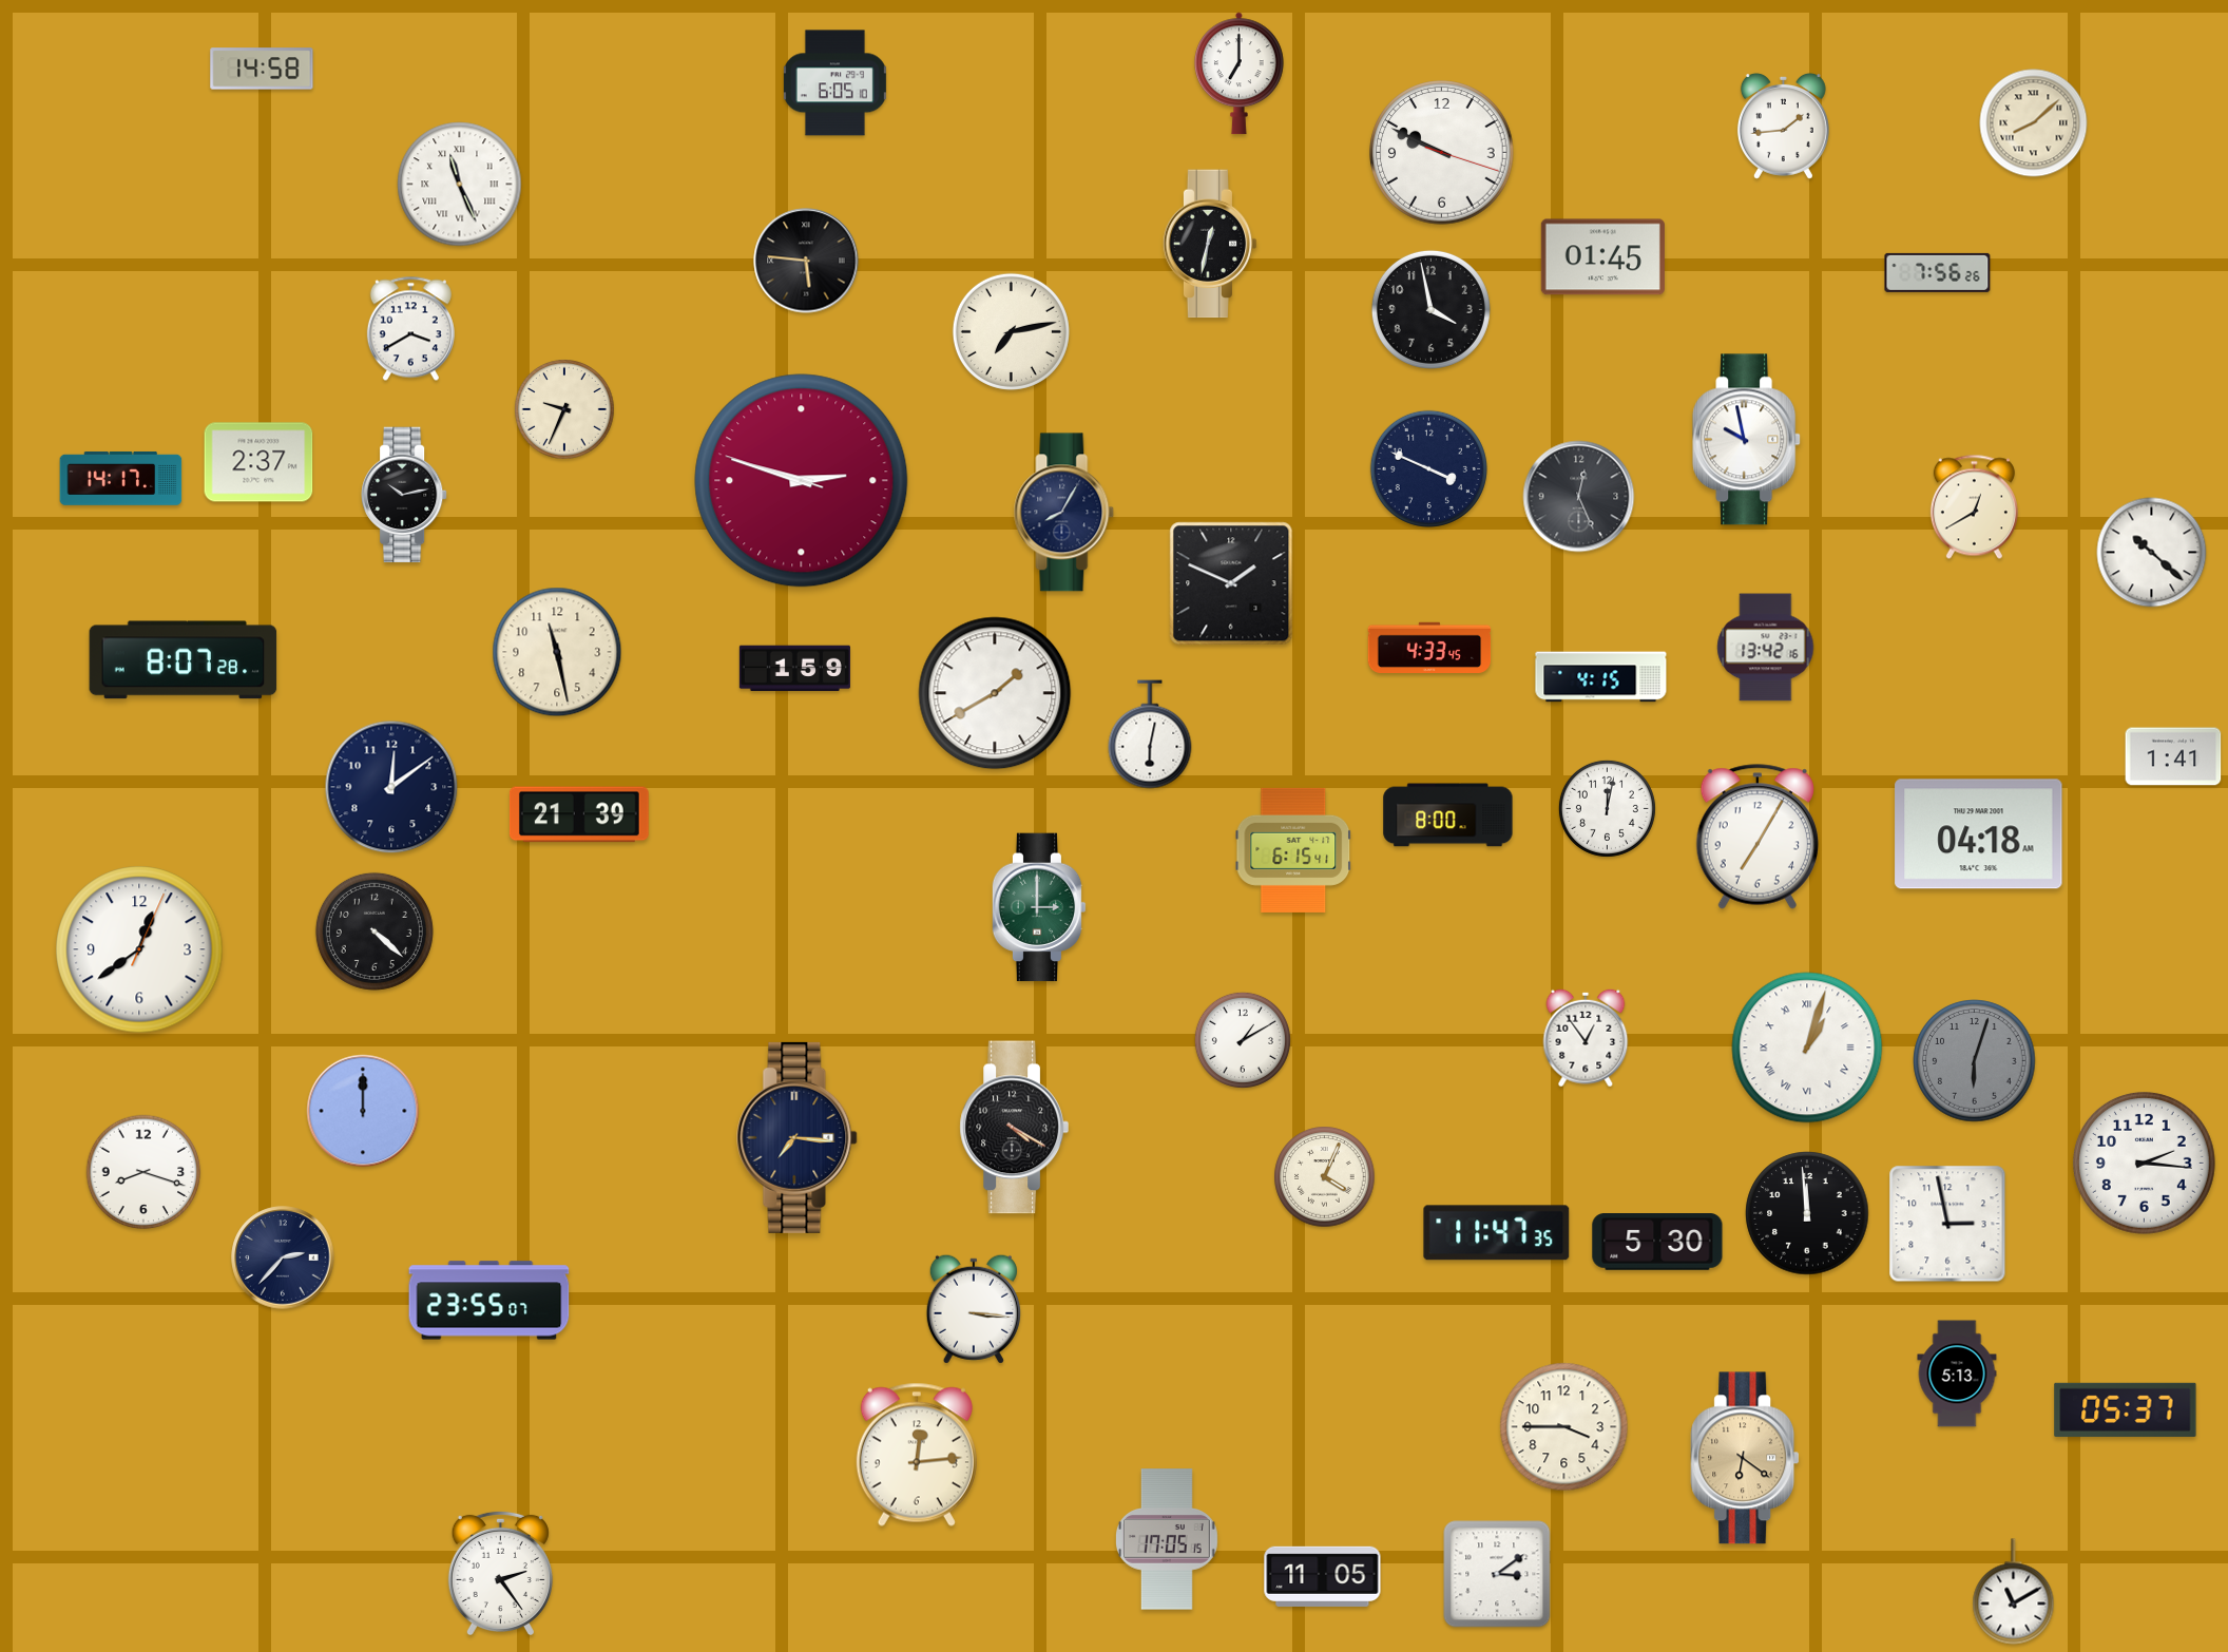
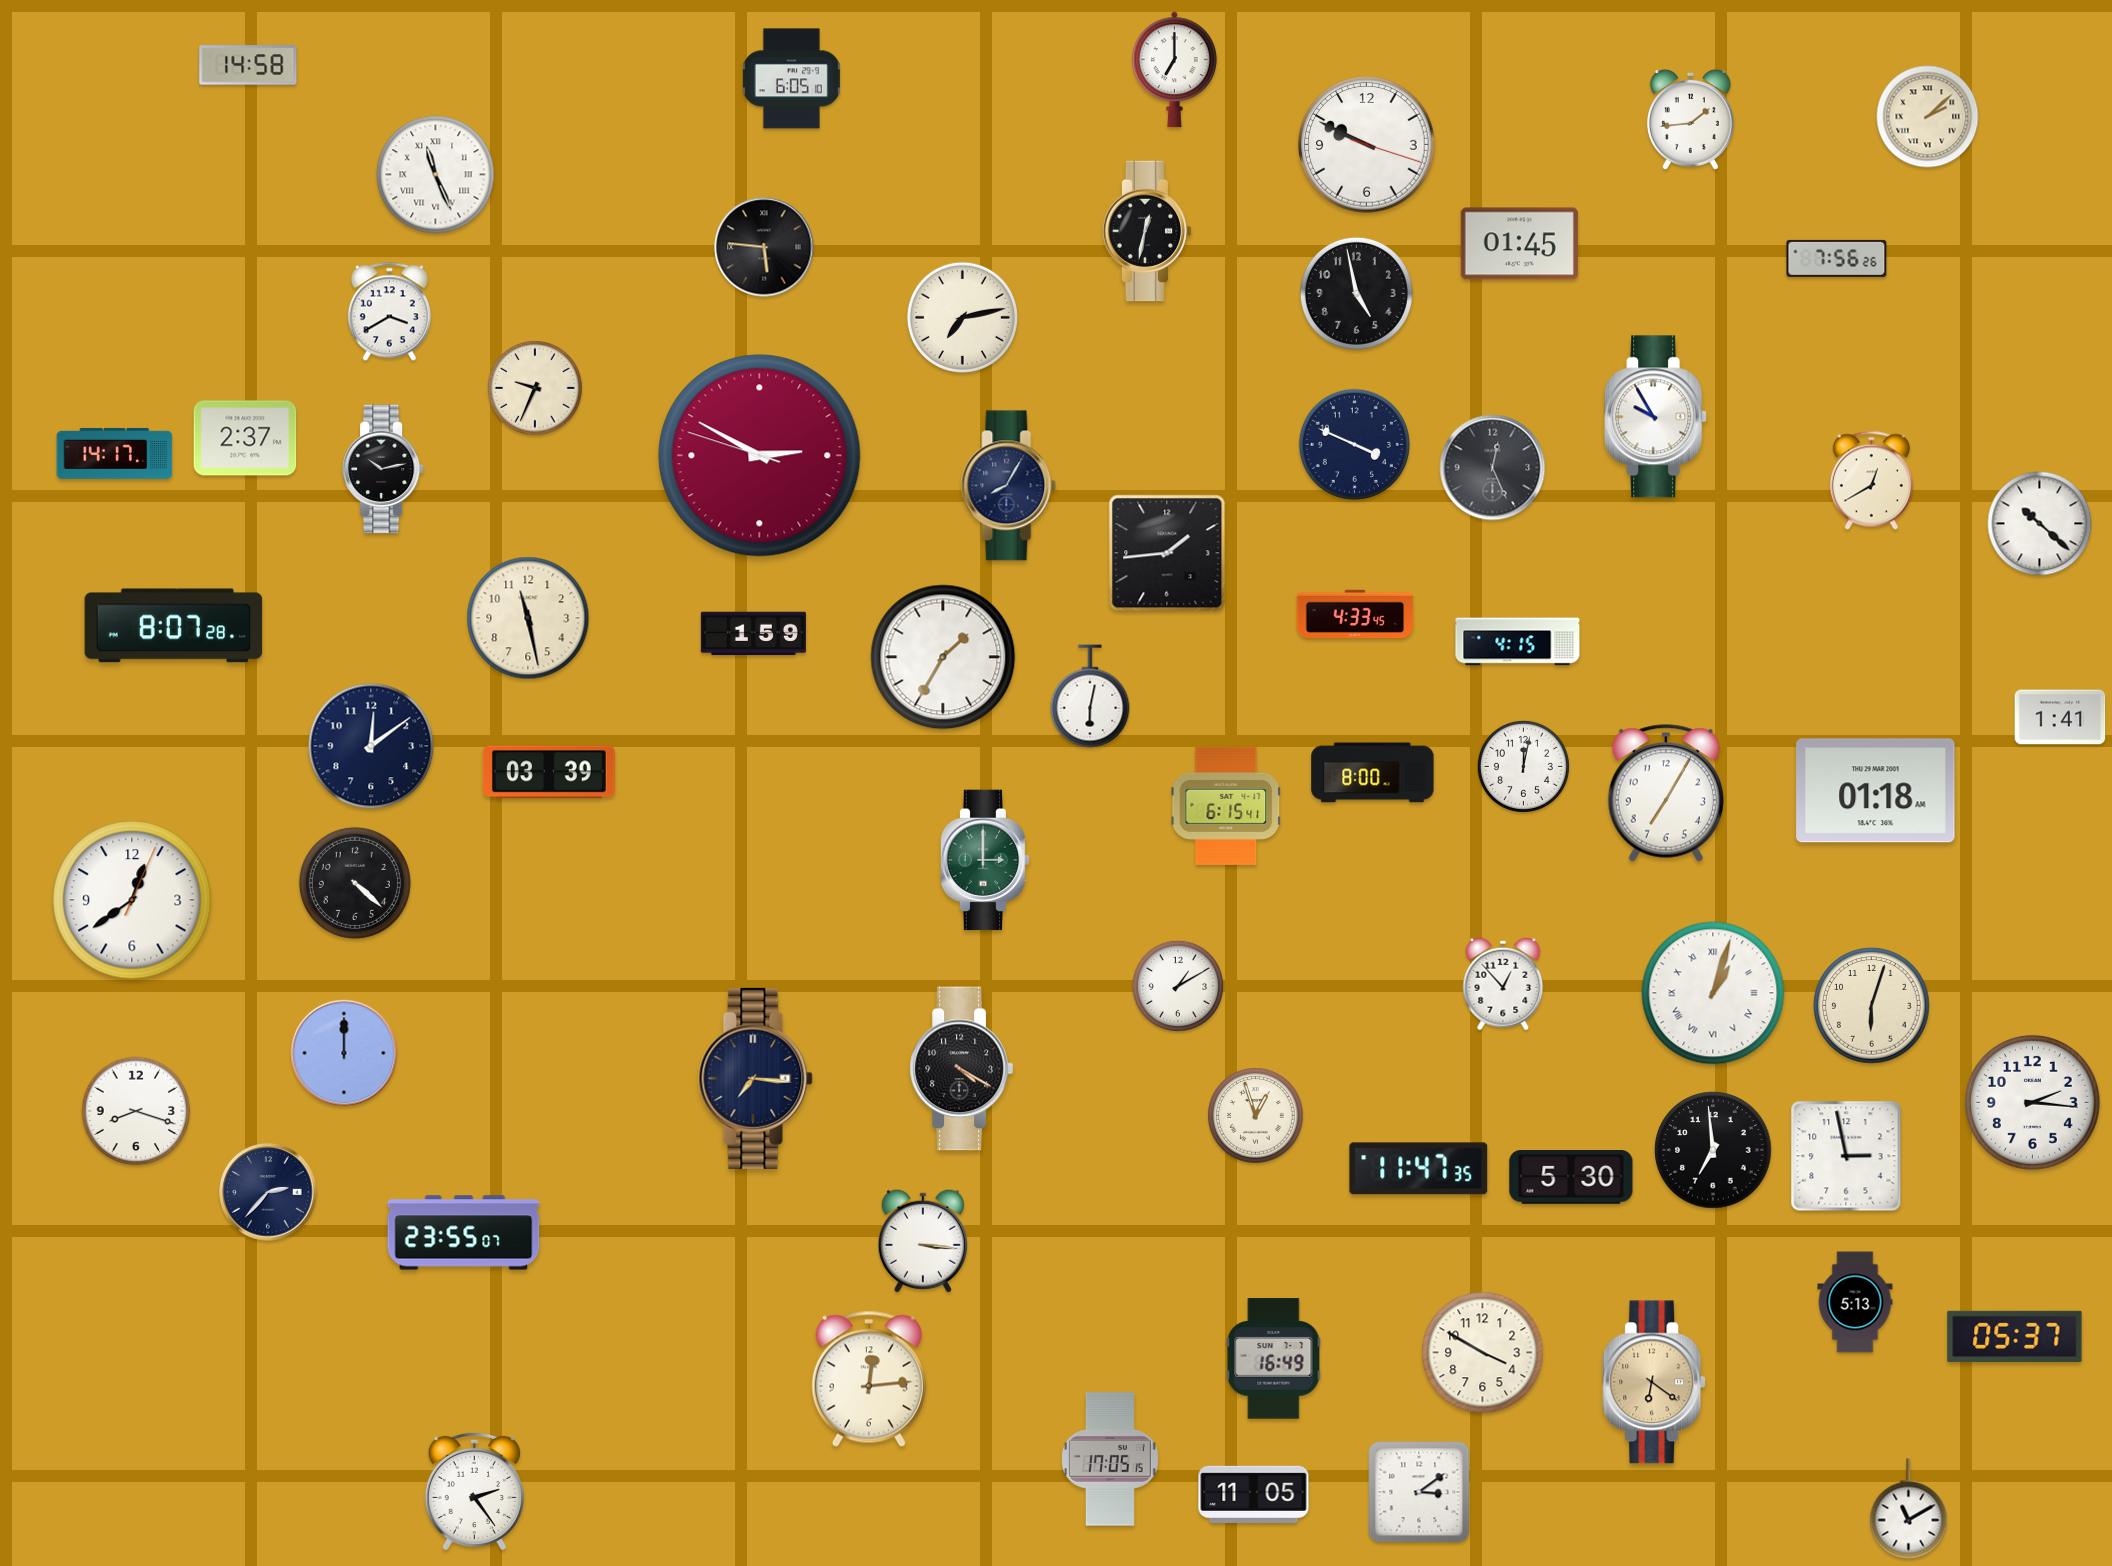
clock at (2034, 123): 8:08 -> 2:08
clock at (1430, 309): 3:58 -> 4:58
clock at (1011, 331) position: (1011, 331) -> (962, 317)
clock at (1747, 440): 9:58 -> 9:55
clock at (802, 481): 2:47 -> 2:49
clock at (1579, 497) position: (1579, 497) -> (1493, 468)
clock at (1231, 583): 1:49 -> 1:44
clock at (1766, 648): 13:42 -> none
clock at (995, 693): 1:40 -> 1:35
clock at (579, 814): 21:39 -> 03:39
clock at (1979, 834): 04:18 -> 01:18
clock at (1586, 1038): 12:54 -> 12:53
clock at (1975, 1061) dial: grey -> cream
clock at (1325, 1177): 4:04 -> 12:57
clock at (1807, 1213): 11:59 -> 6:59
clock at (1947, 1224) position: (1947, 1224) -> (1846, 1156)
clock at (1564, 1427): 3:45 -> 3:50
clock at (1274, 1359): none -> 16:49
clock at (1167, 1539) position: (1167, 1539) -> (1110, 1459)
